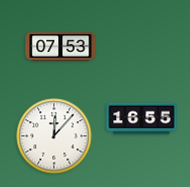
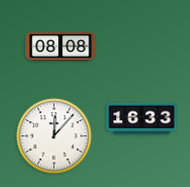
clock at (61, 47): 07:53 -> 08:08
clock at (142, 119): 16:55 -> 16:33
